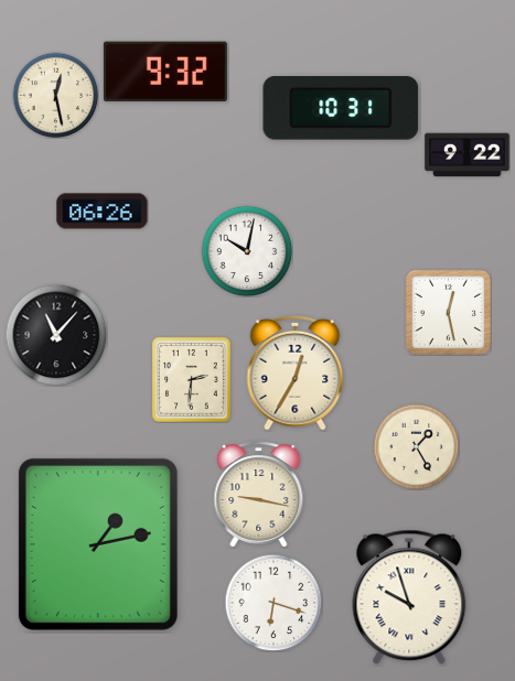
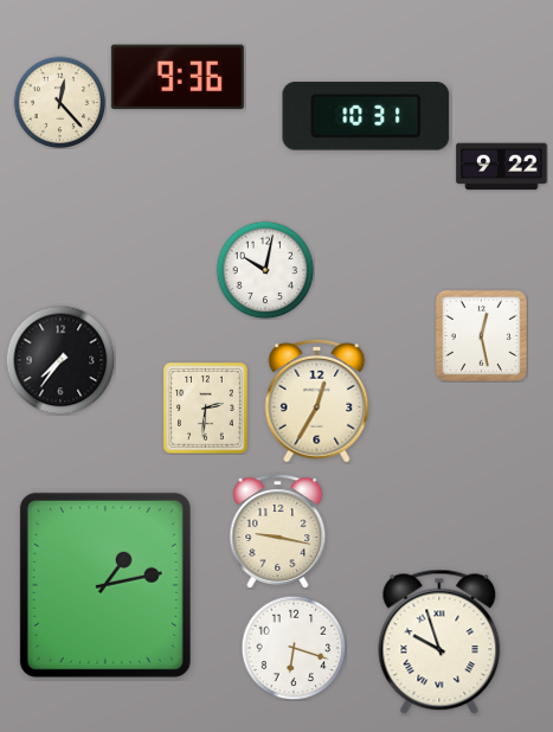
clock at (165, 72): 9:32 -> 9:36
clock at (55, 95): 12:28 -> 12:23
clock at (103, 212): 06:26 -> none
clock at (56, 335): 11:07 -> 7:36
clock at (416, 446): 1:25 -> none
